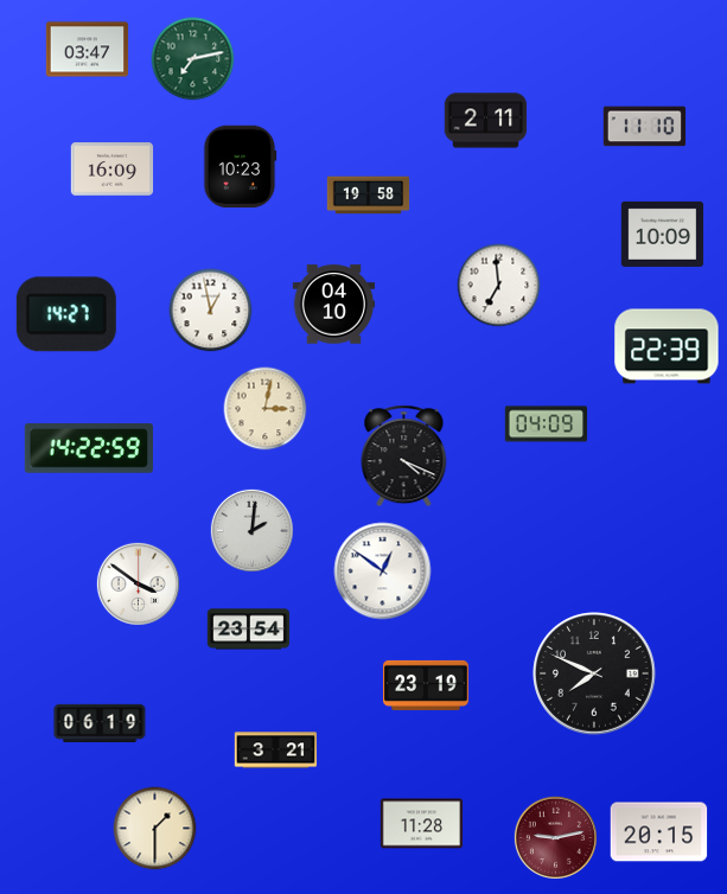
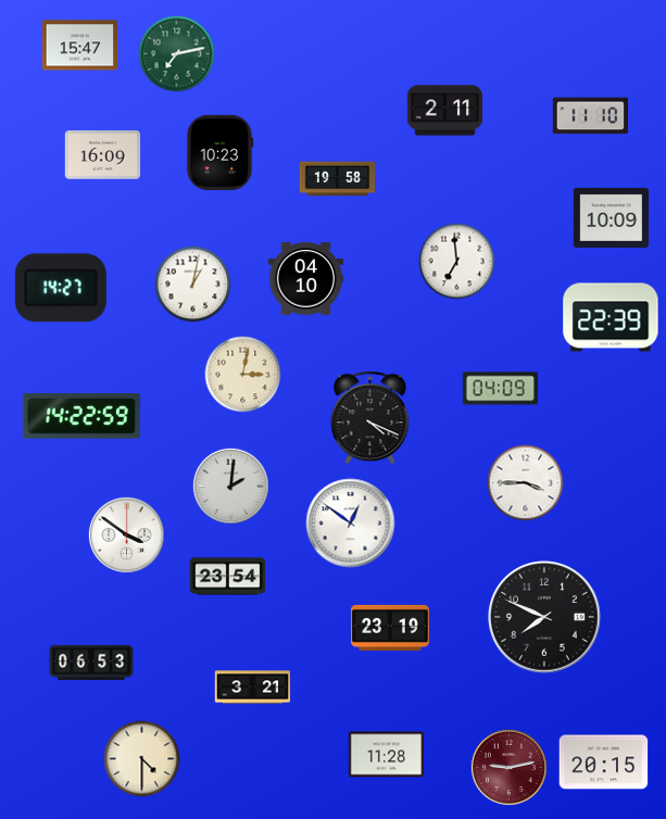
clock at (88, 50): 03:47 -> 15:47
clock at (663, 234) position: (663, 234) -> (612, 217)
clock at (211, 311): 12:58 -> 1:02
clock at (89, 449) position: (89, 449) -> (81, 417)
clock at (526, 483): none -> 3:45
clock at (100, 723): 06:19 -> 06:53
clock at (155, 829): 1:30 -> 4:30
